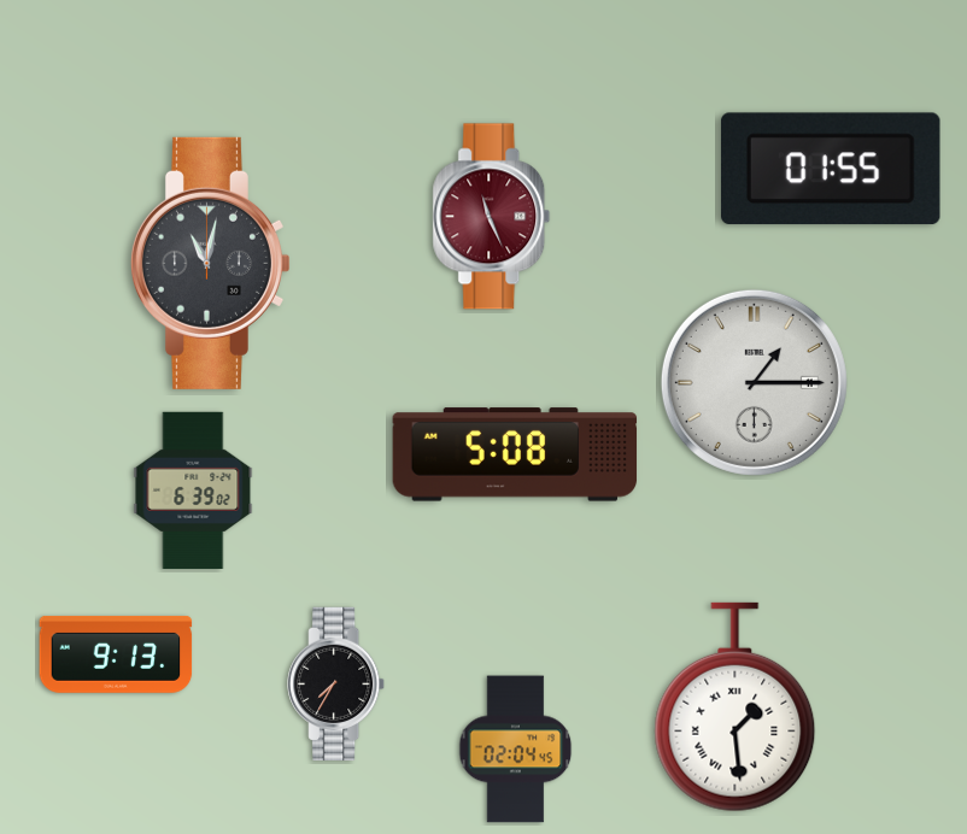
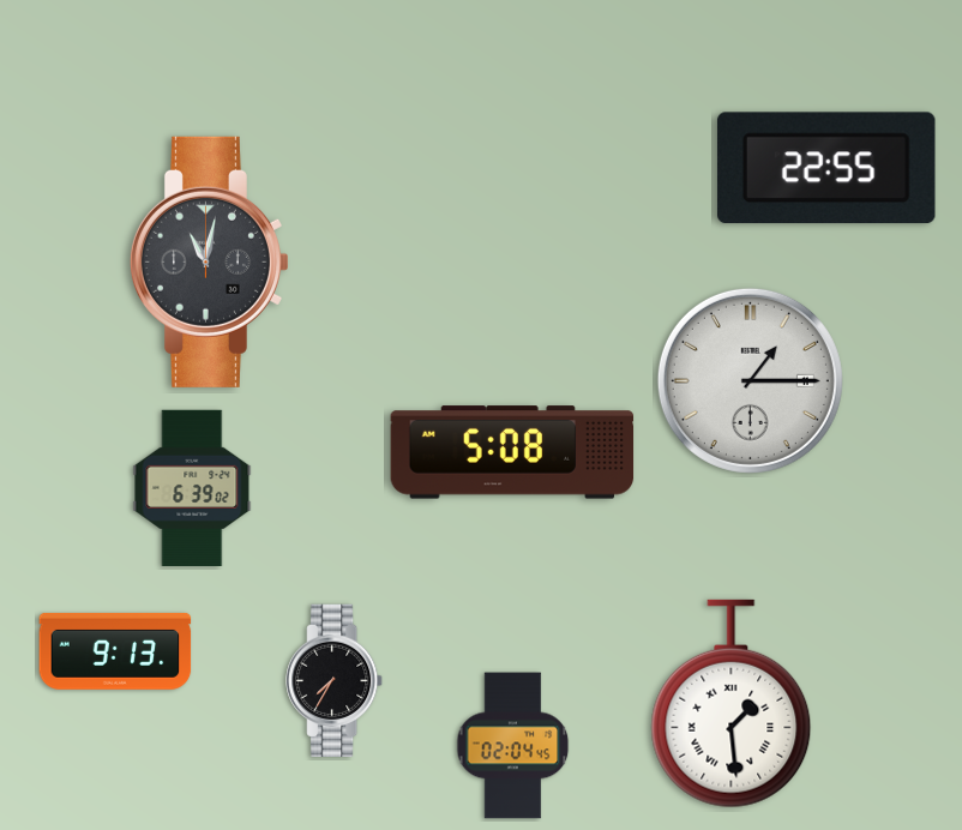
clock at (831, 169): 01:55 -> 22:55
clock at (492, 217): 11:26 -> none
